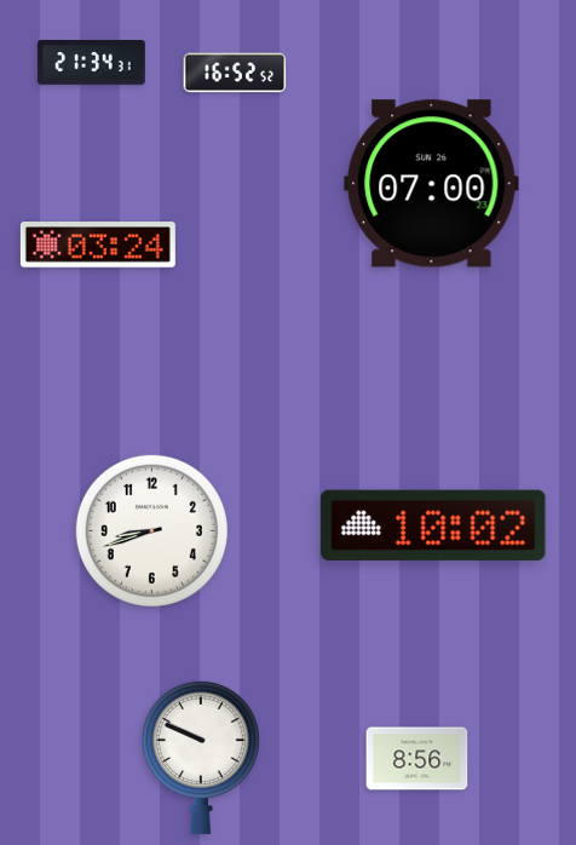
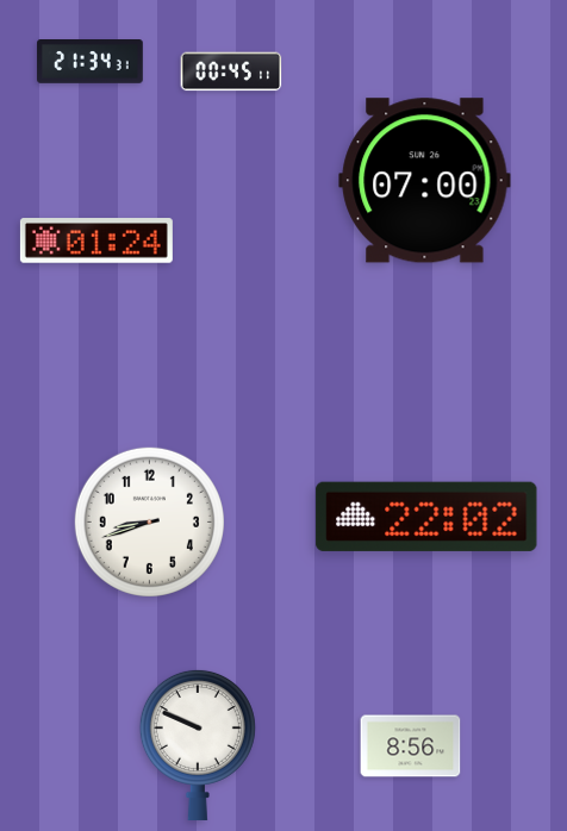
clock at (235, 73): 16:52 -> 00:45
clock at (98, 245): 03:24 -> 01:24
clock at (433, 525): 10:02 -> 22:02
